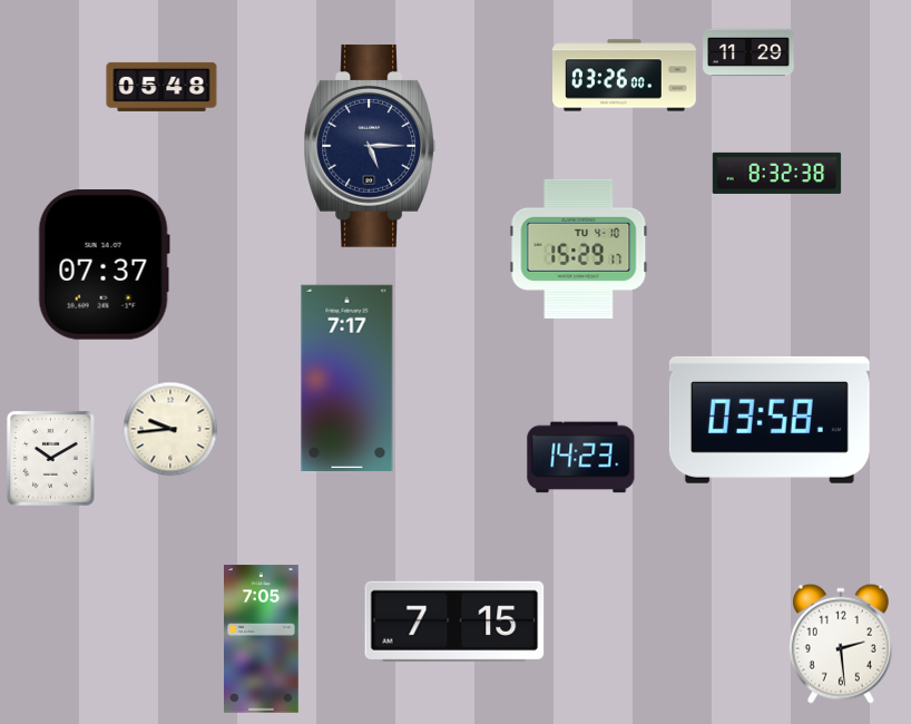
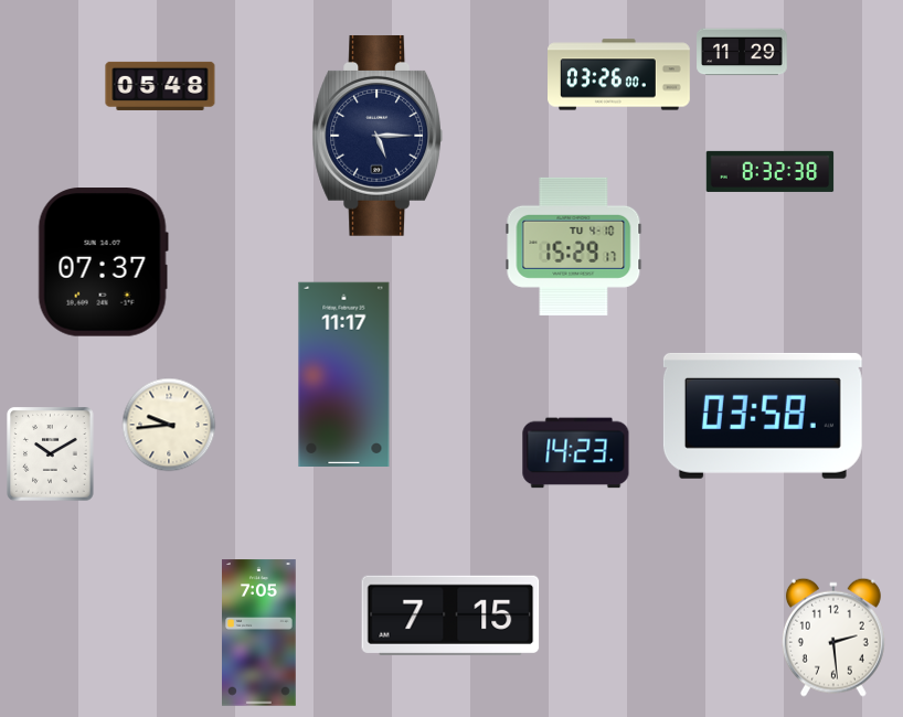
clock at (370, 146) position: (370, 146) -> (378, 136)
clock at (347, 378): 7:17 -> 11:17
